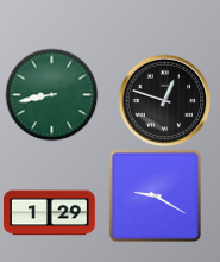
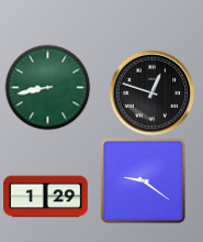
clock at (155, 195): 9:20 -> 9:21
